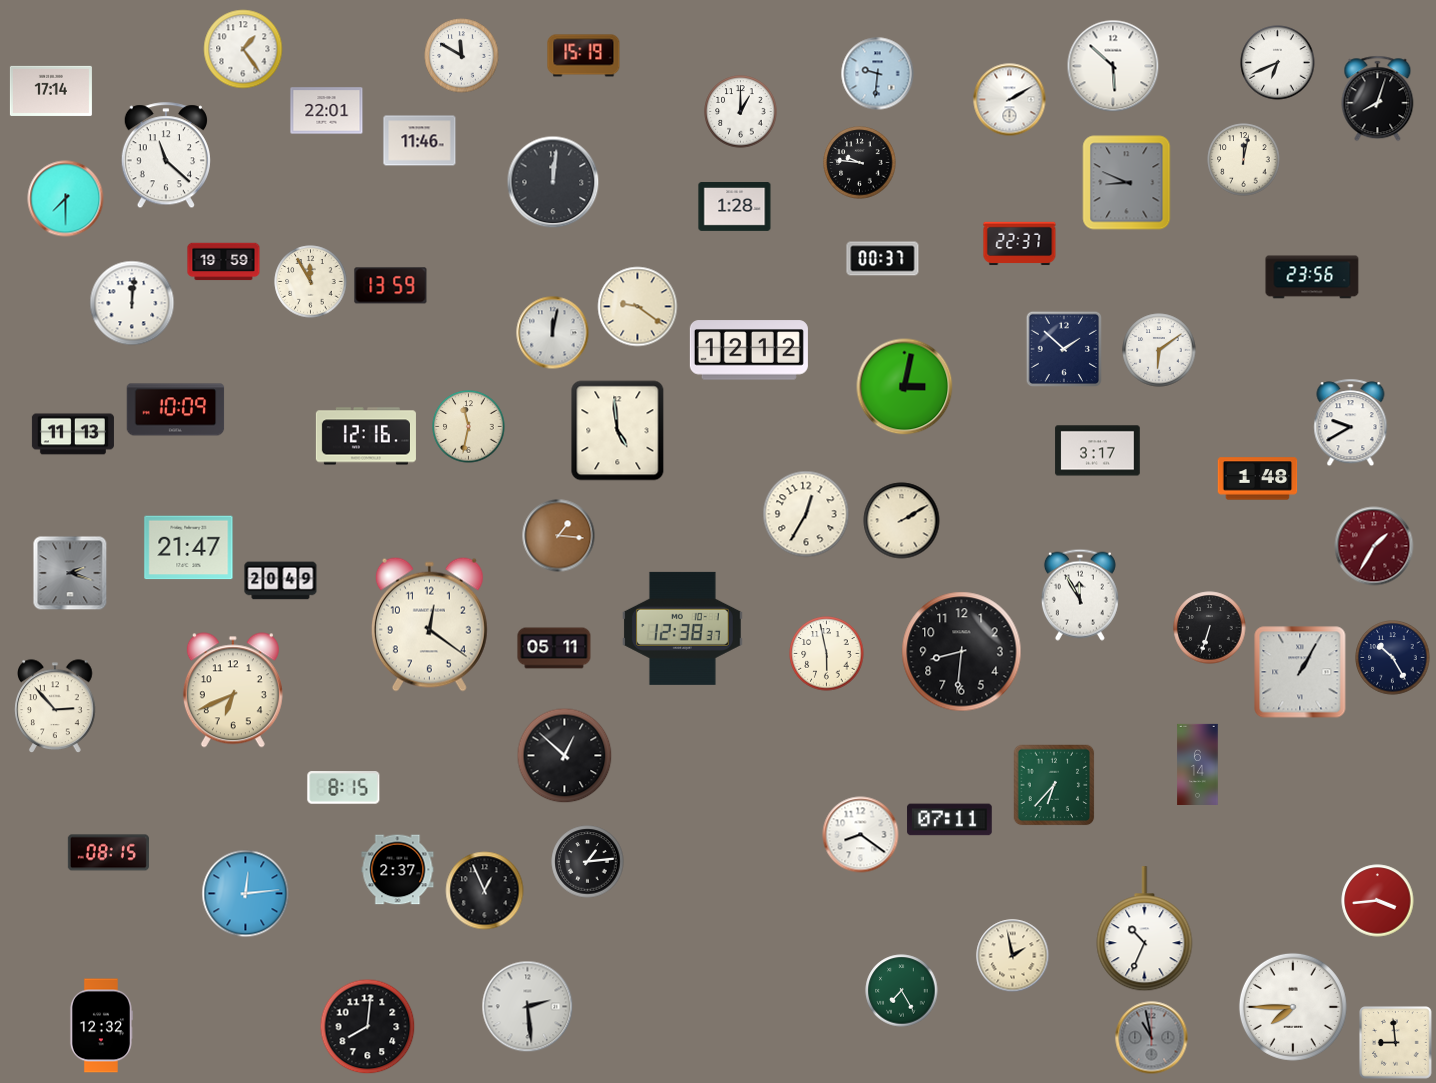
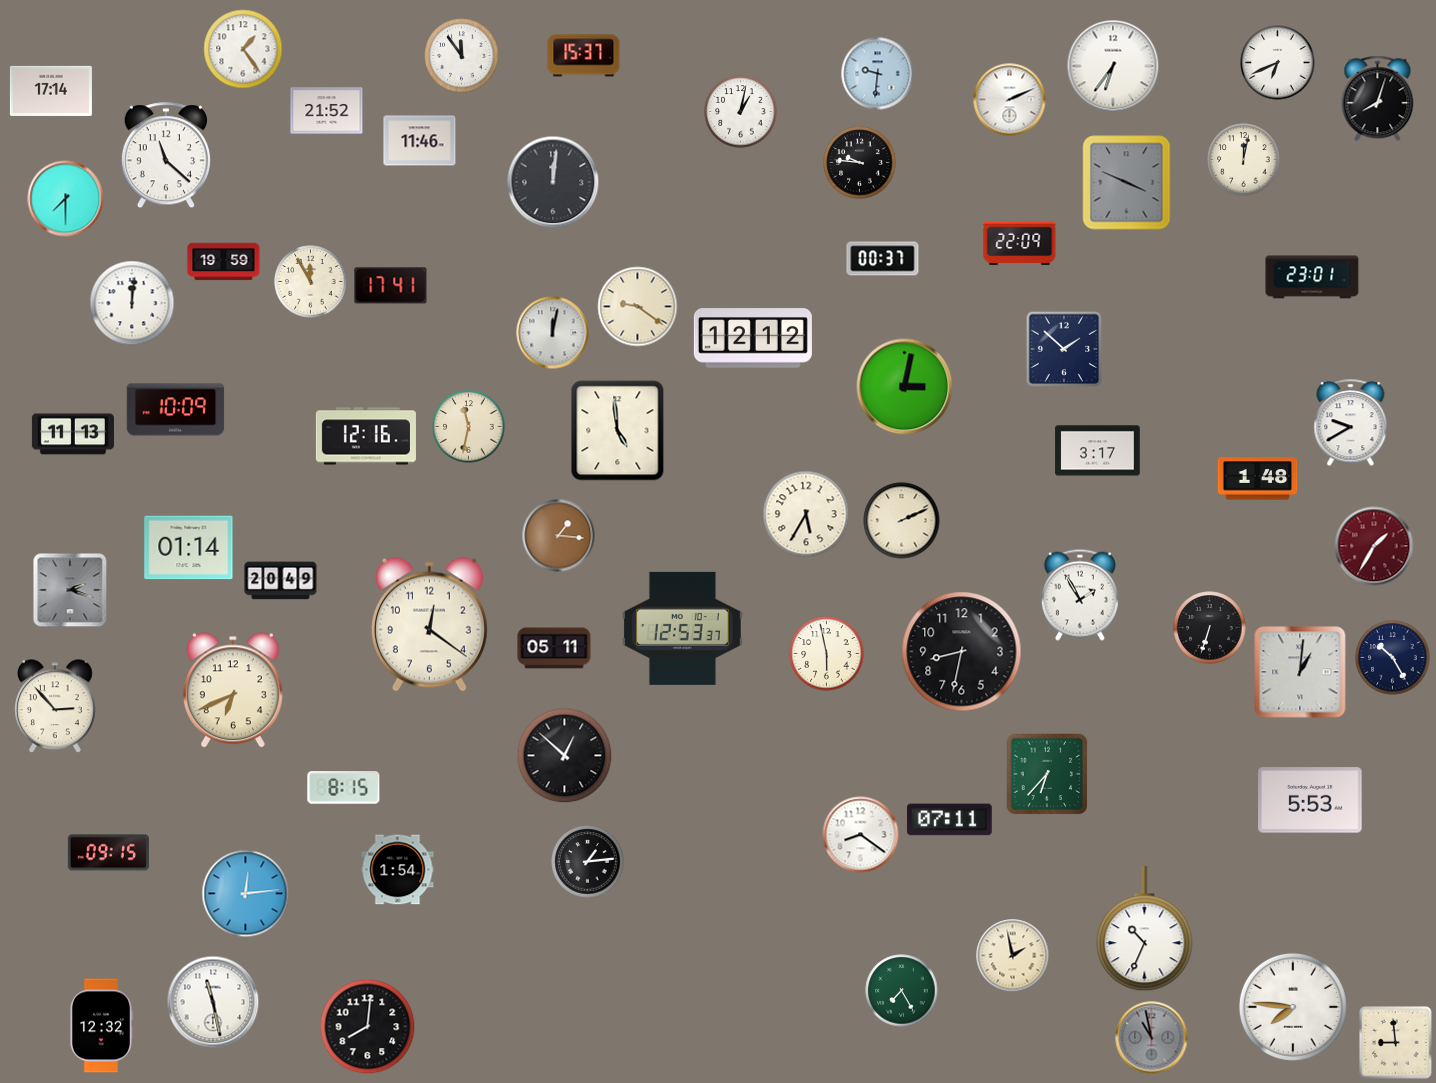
clock at (462, 56): 11:50 -> 11:54
clock at (584, 56): 15:19 -> 15:37
clock at (1113, 66): 5:52 -> 6:36
clock at (1010, 100): 2:10 -> 2:11
clock at (327, 111): 22:01 -> 21:52
clock at (741, 112): 1:00 -> 1:02
clock at (1127, 183): 8:49 -> 3:49
clock at (735, 207): 1:28 -> none
clock at (1020, 244): 22:37 -> 22:09
clock at (1312, 277): 23:56 -> 23:01
clock at (391, 286): 13:59 -> 17:41
clock at (749, 350) position: (749, 350) -> (753, 338)
clock at (1159, 350): 6:09 -> none
clock at (806, 514): 12:35 -> 5:35
clock at (902, 521): 2:10 -> 2:11
clock at (189, 548): 21:47 -> 01:14
clock at (70, 573) position: (70, 573) -> (70, 590)
clock at (1080, 595): 11:55 -> 1:55
clock at (683, 628): 12:38 -> 12:53
clock at (962, 652): 8:31 -> 8:32
clock at (1300, 672): 1:05 -> 1:01
clock at (1198, 764): 6:14 -> none
clock at (1054, 785) position: (1054, 785) -> (1047, 774)
clock at (1310, 800): none -> 5:53
clock at (108, 853): 08:15 -> 09:15
clock at (398, 870): 2:37 -> 1:54
clock at (485, 891): 12:56 -> none
clock at (1378, 901): 3:44 -> none
clock at (213, 1002): none -> 11:28
clock at (528, 1007): 2:29 -> none
clock at (1293, 1007): 7:45 -> 7:46
